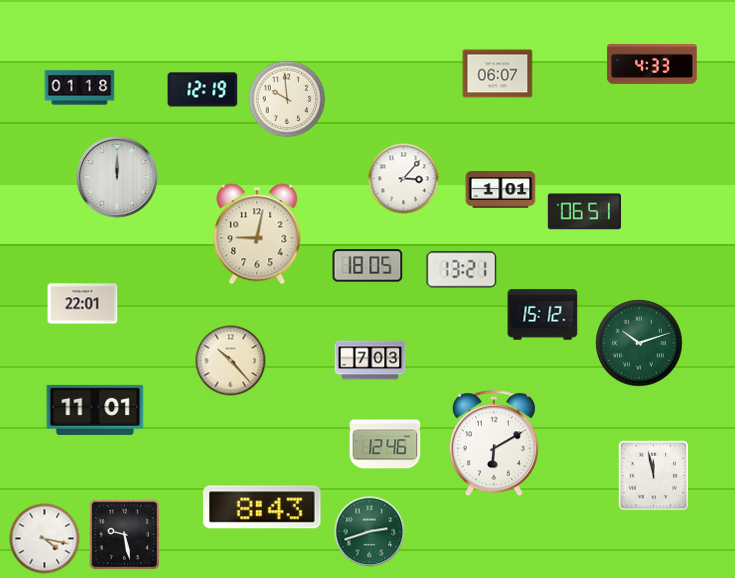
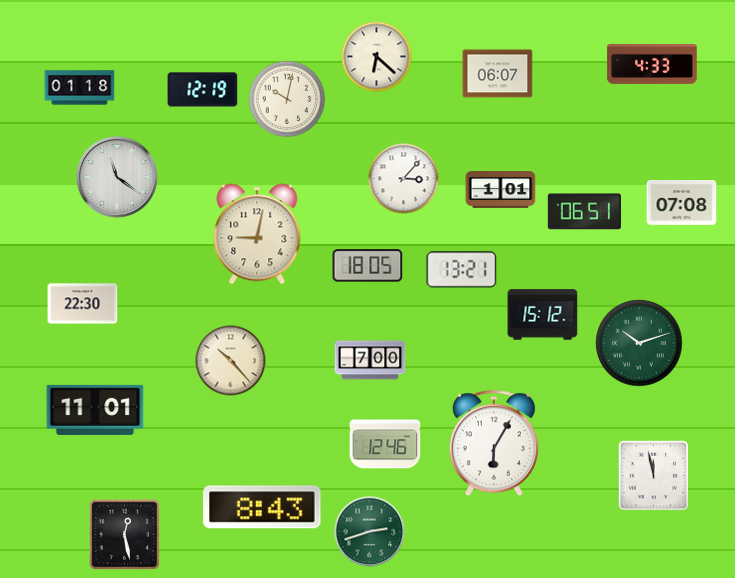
clock at (377, 57): none -> 6:22
clock at (287, 99): 9:59 -> 10:02
clock at (118, 178): 12:00 -> 11:21
clock at (682, 203): none -> 07:08
clock at (83, 304): 22:01 -> 22:30
clock at (370, 360): 7:03 -> 7:00
clock at (494, 444): 6:10 -> 6:05
clock at (125, 535): 9:28 -> 12:28
clock at (45, 539): 4:17 -> none
